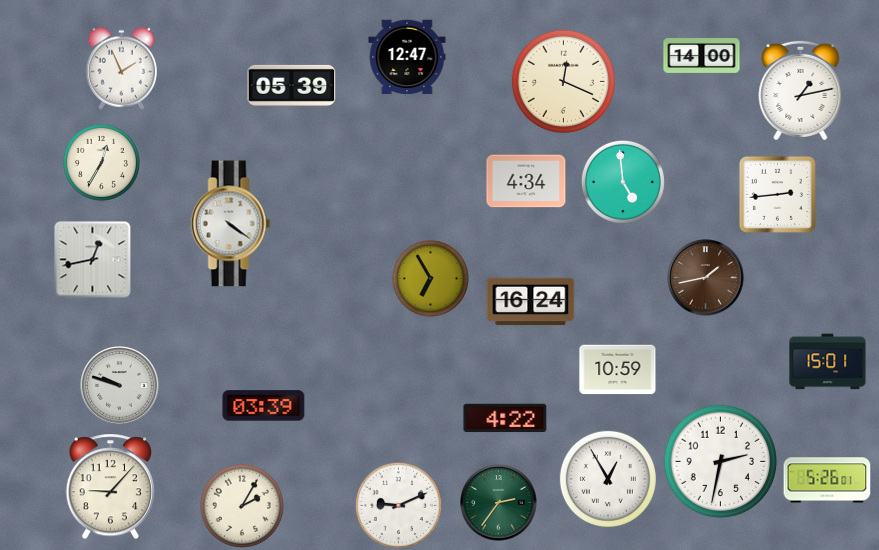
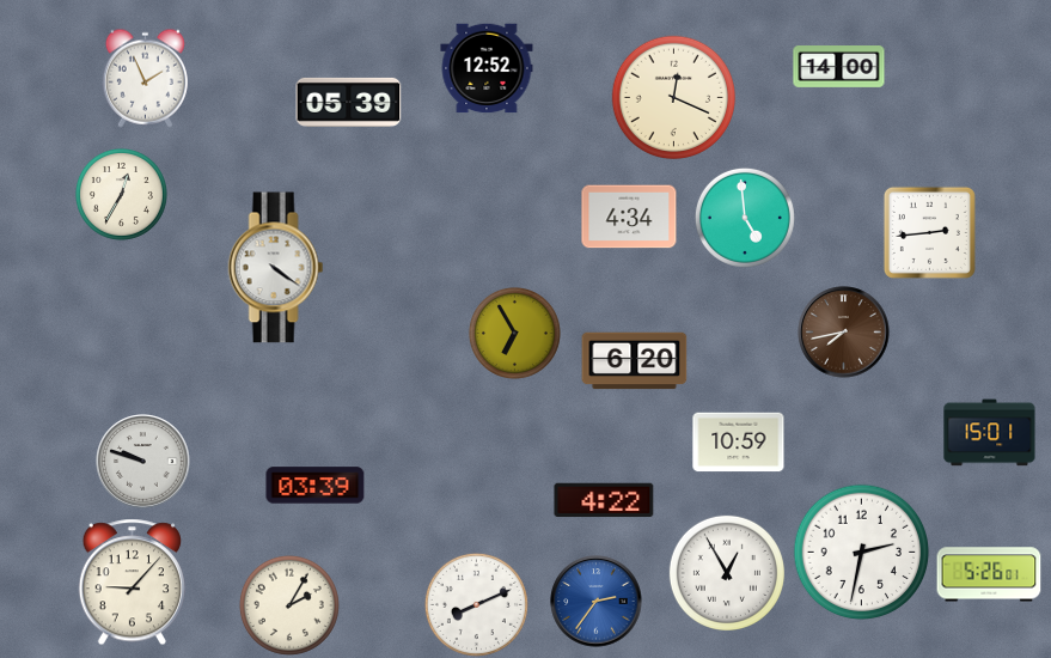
clock at (407, 57): 12:47 -> 12:52
clock at (121, 68) position: (121, 68) -> (145, 78)
clock at (801, 90): 1:13 -> none
clock at (93, 260): 12:43 -> none
clock at (706, 278): 1:43 -> 7:43
clock at (531, 302): 16:24 -> 6:20
clock at (499, 503) dial: green -> blue
clock at (398, 505): 9:11 -> 8:11
